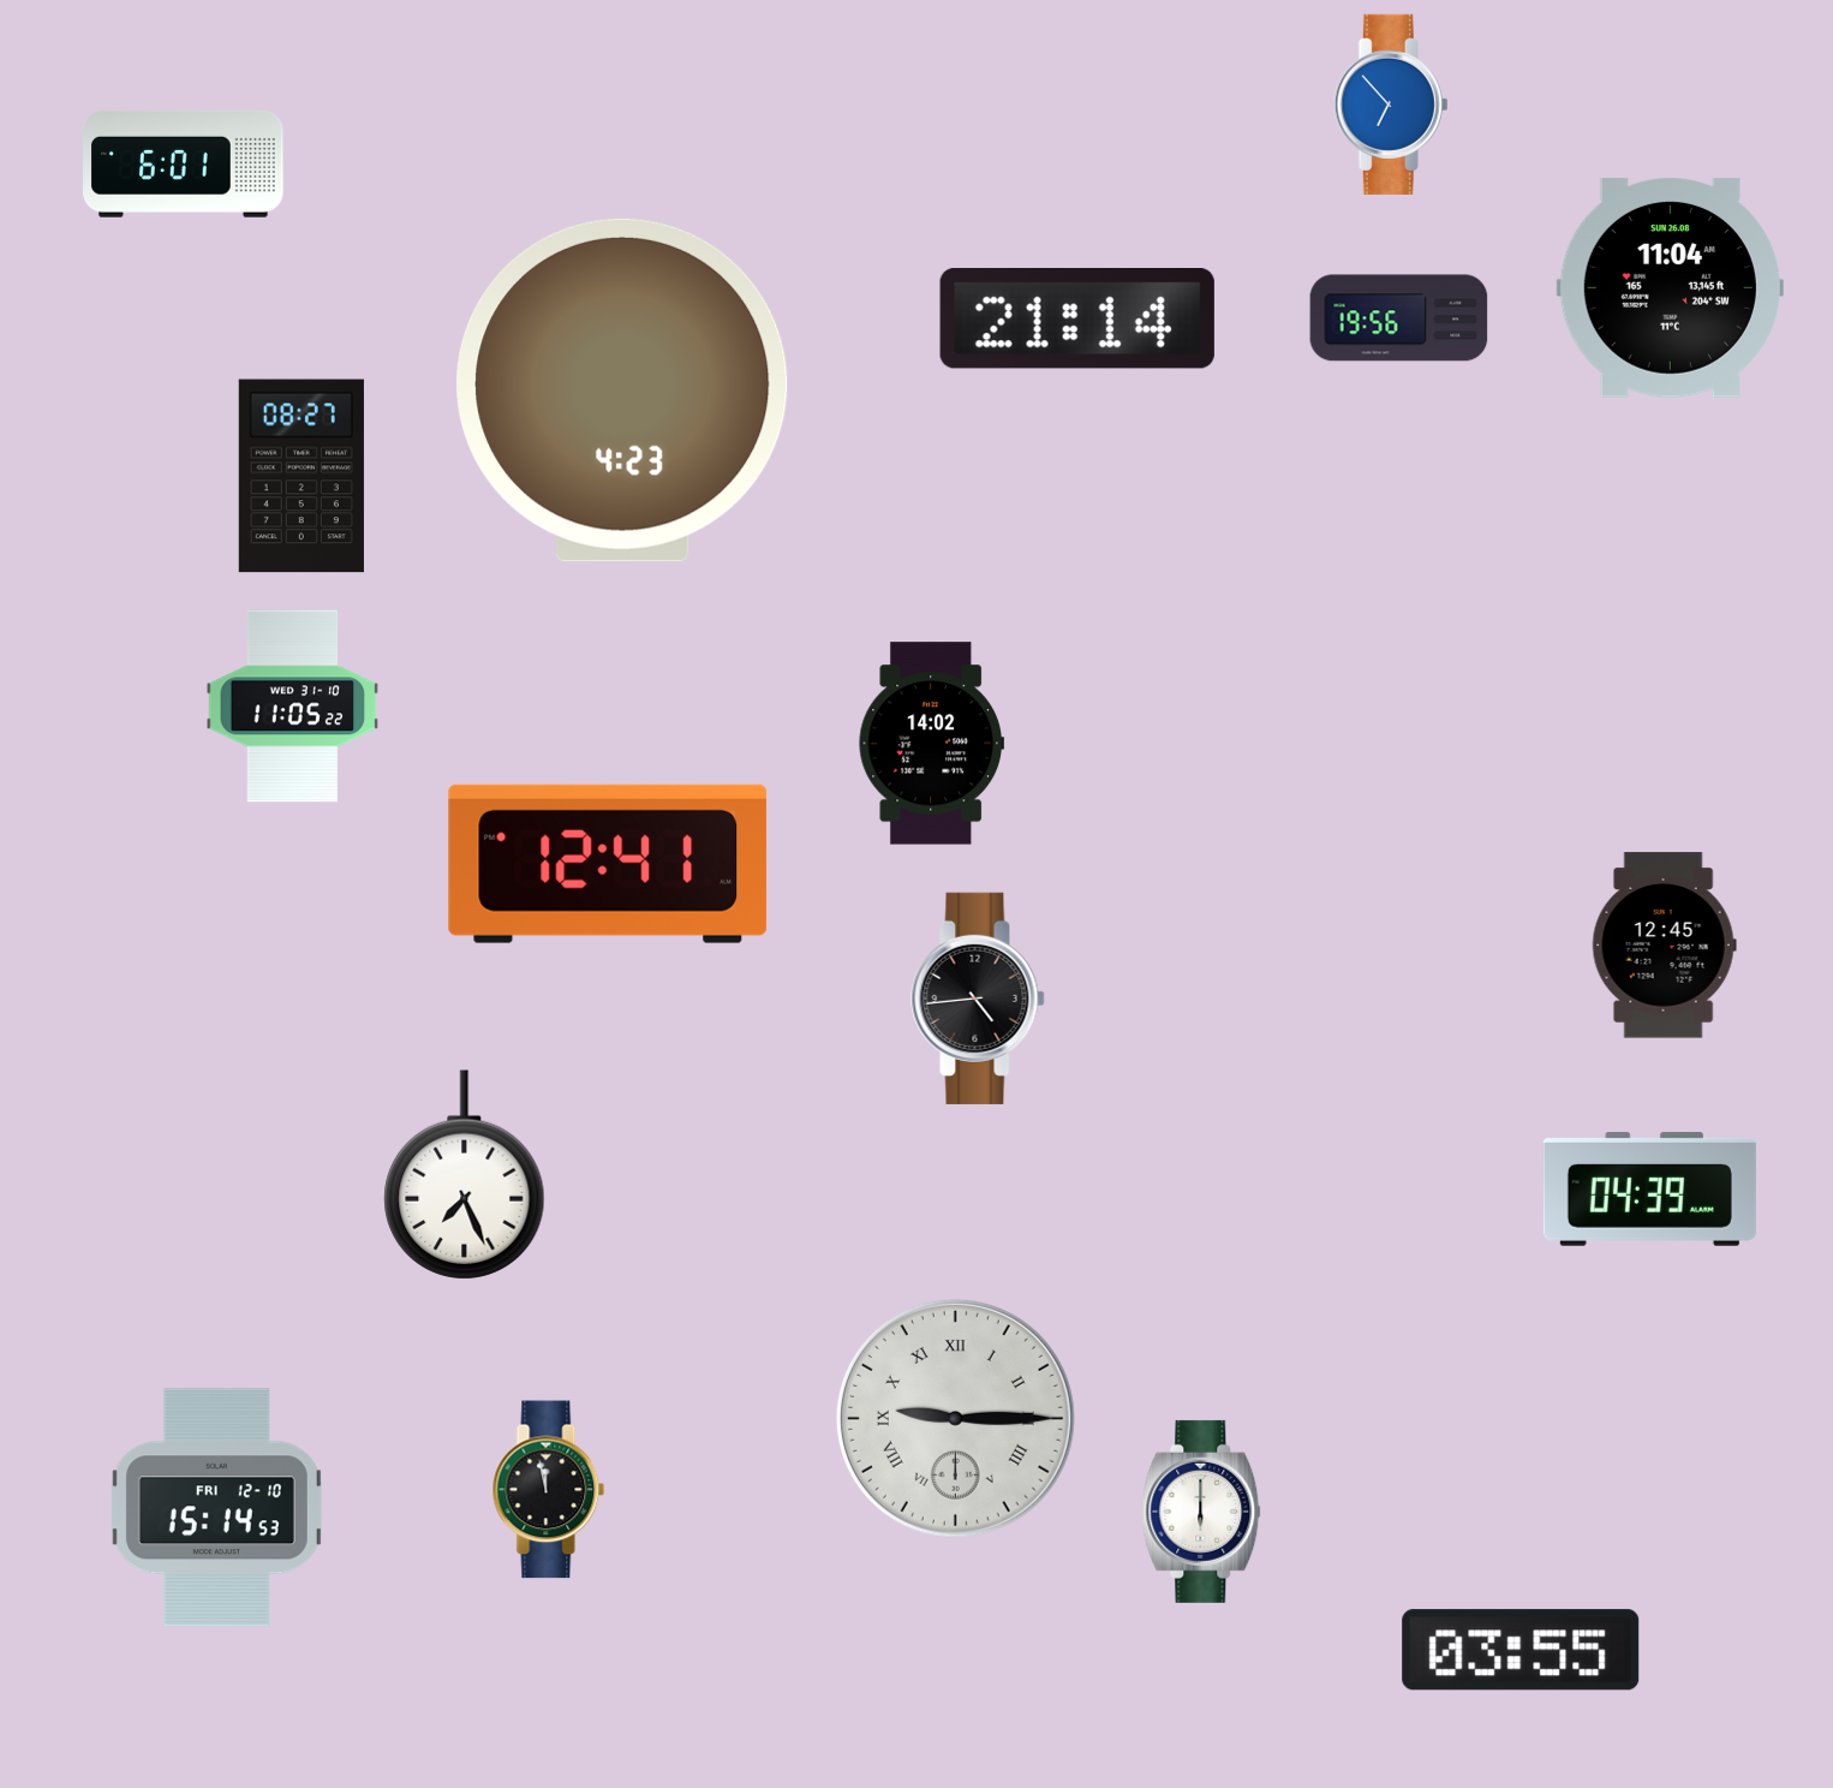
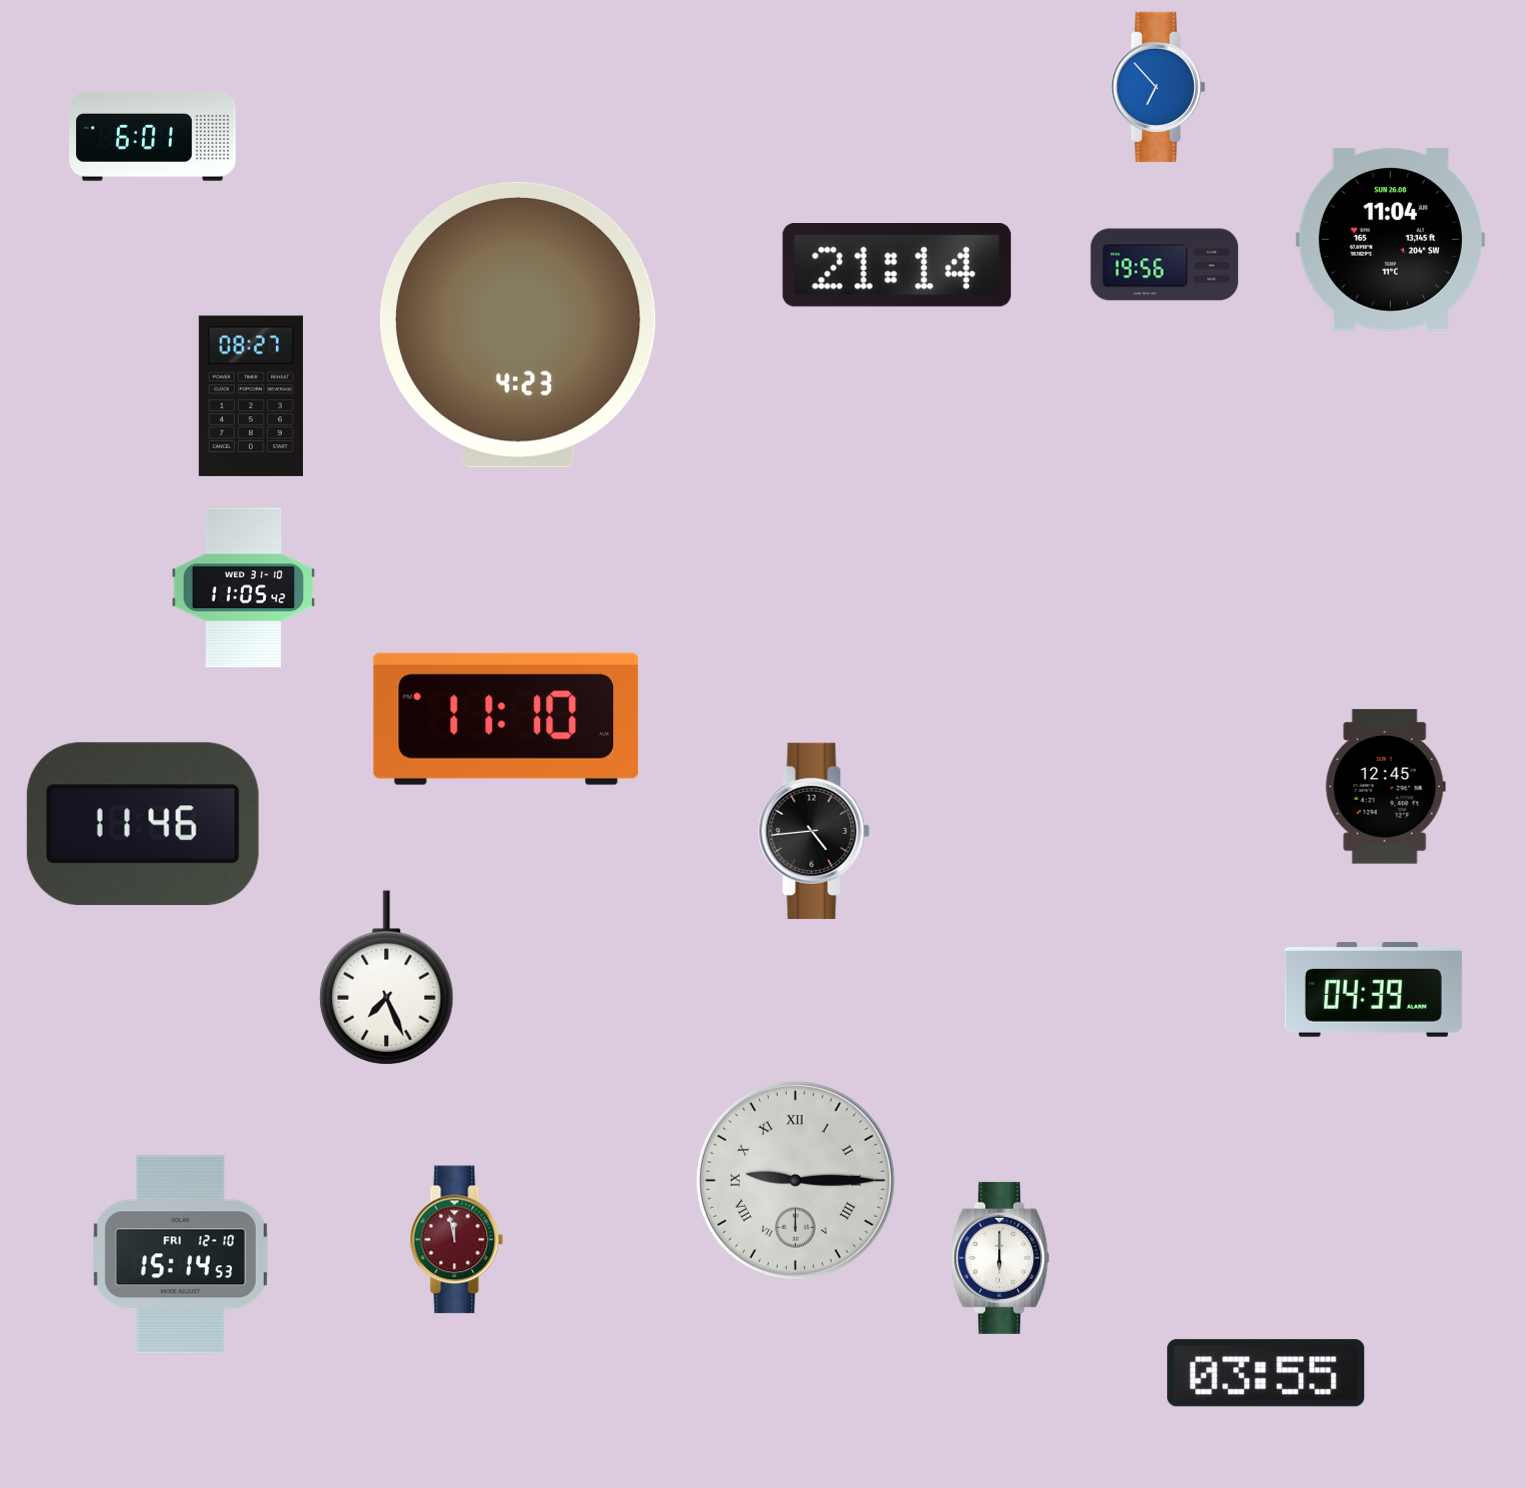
clock at (293, 707): 11:05:22 -> 11:05:42
clock at (931, 744): 14:02 -> none
clock at (608, 864): 12:41 -> 11:10
clock at (143, 824): none -> 11:46
clock at (549, 1490) dial: black -> burgundy
